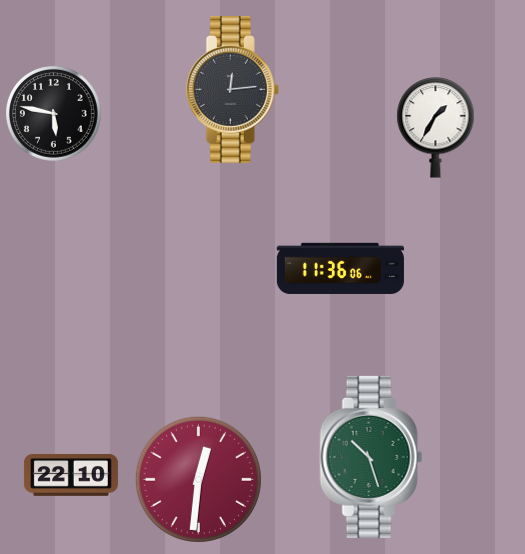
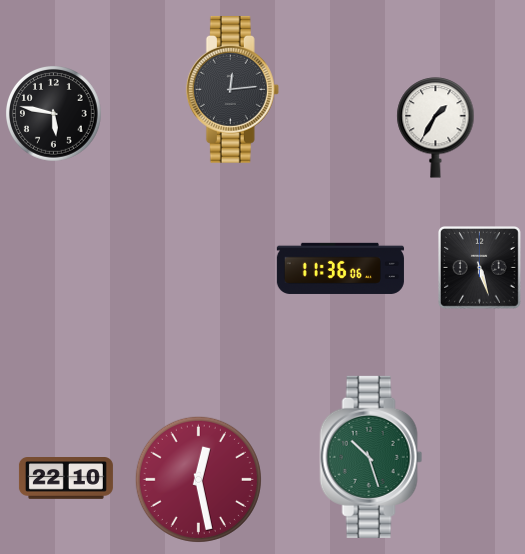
clock at (480, 268): none -> 5:27
clock at (71, 476) position: (71, 476) -> (66, 479)
clock at (198, 479): 12:31 -> 12:28
